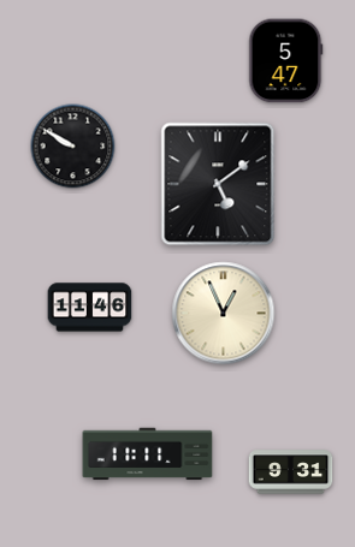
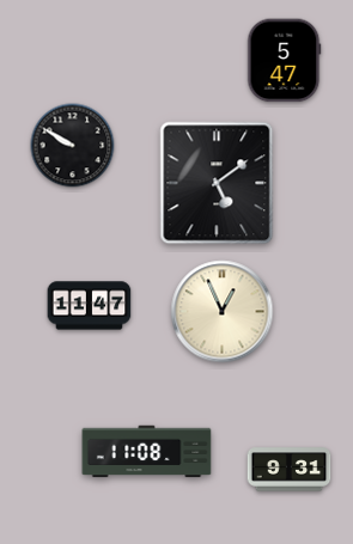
clock at (90, 308): 11:46 -> 11:47
clock at (148, 454): 11:11 -> 11:08
